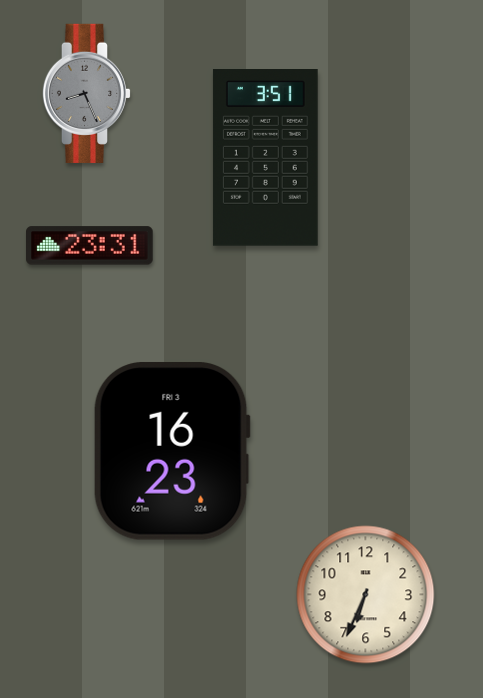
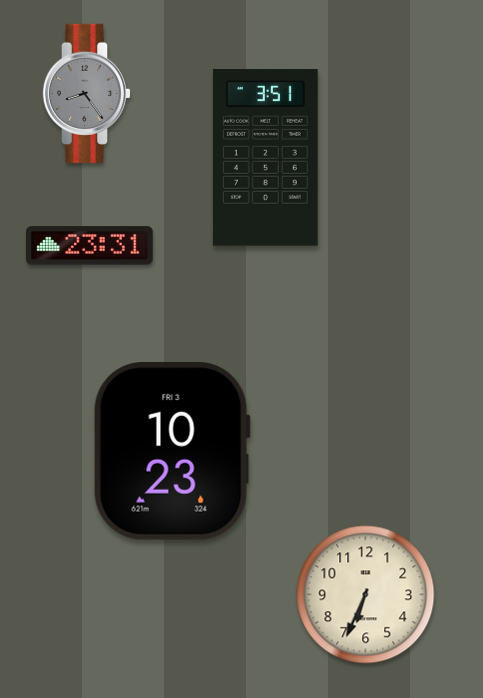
clock at (87, 93): 8:26 -> 8:24
clock at (172, 451): 16:23 -> 10:23
